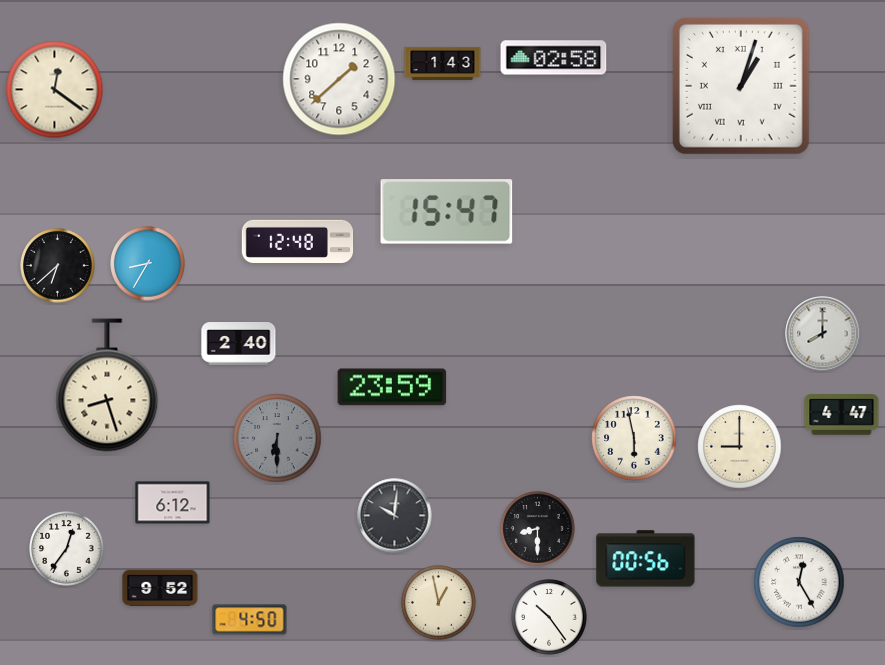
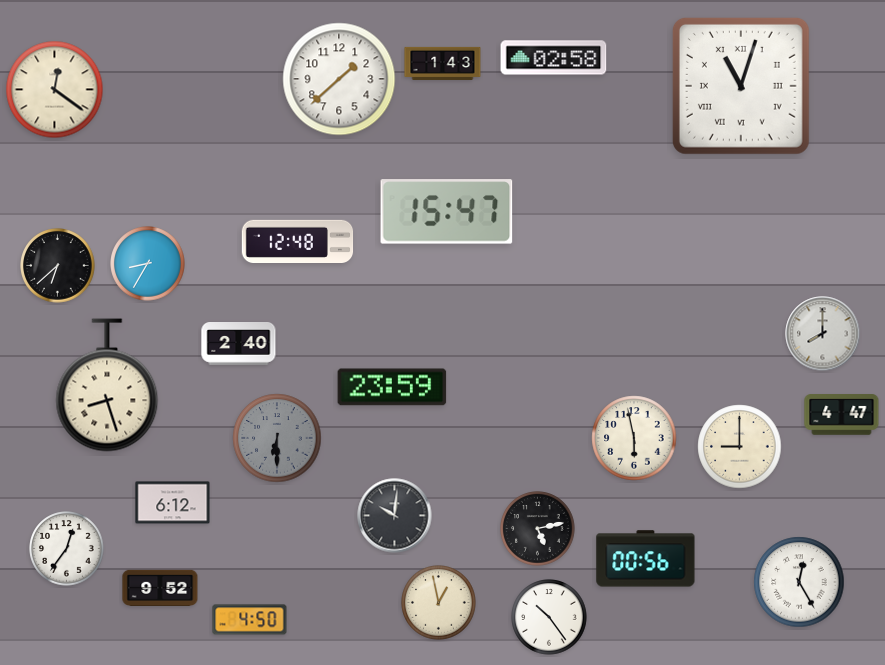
clock at (741, 86): 1:03 -> 11:03
clock at (538, 529): 8:30 -> 5:13
